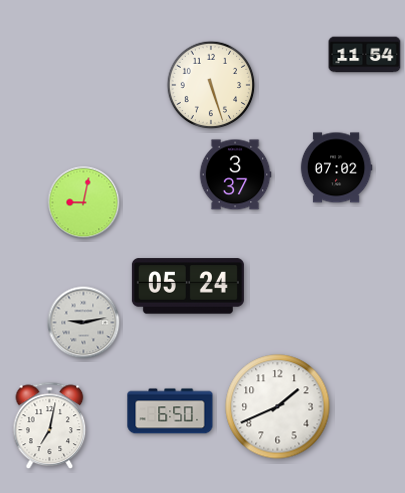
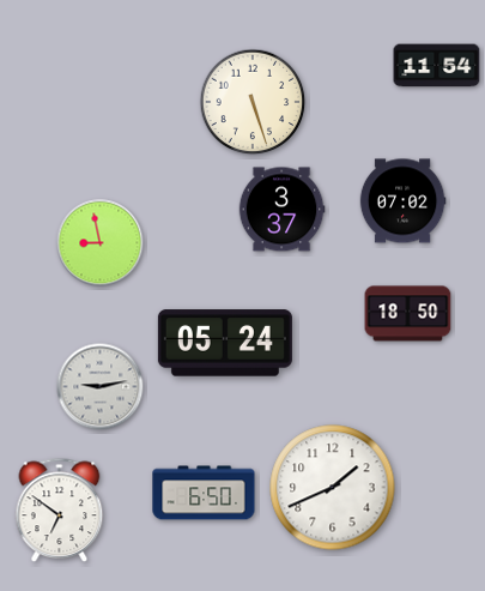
clock at (84, 203): 9:02 -> 8:58
clock at (408, 314): none -> 18:50
clock at (50, 426): 7:02 -> 6:51
